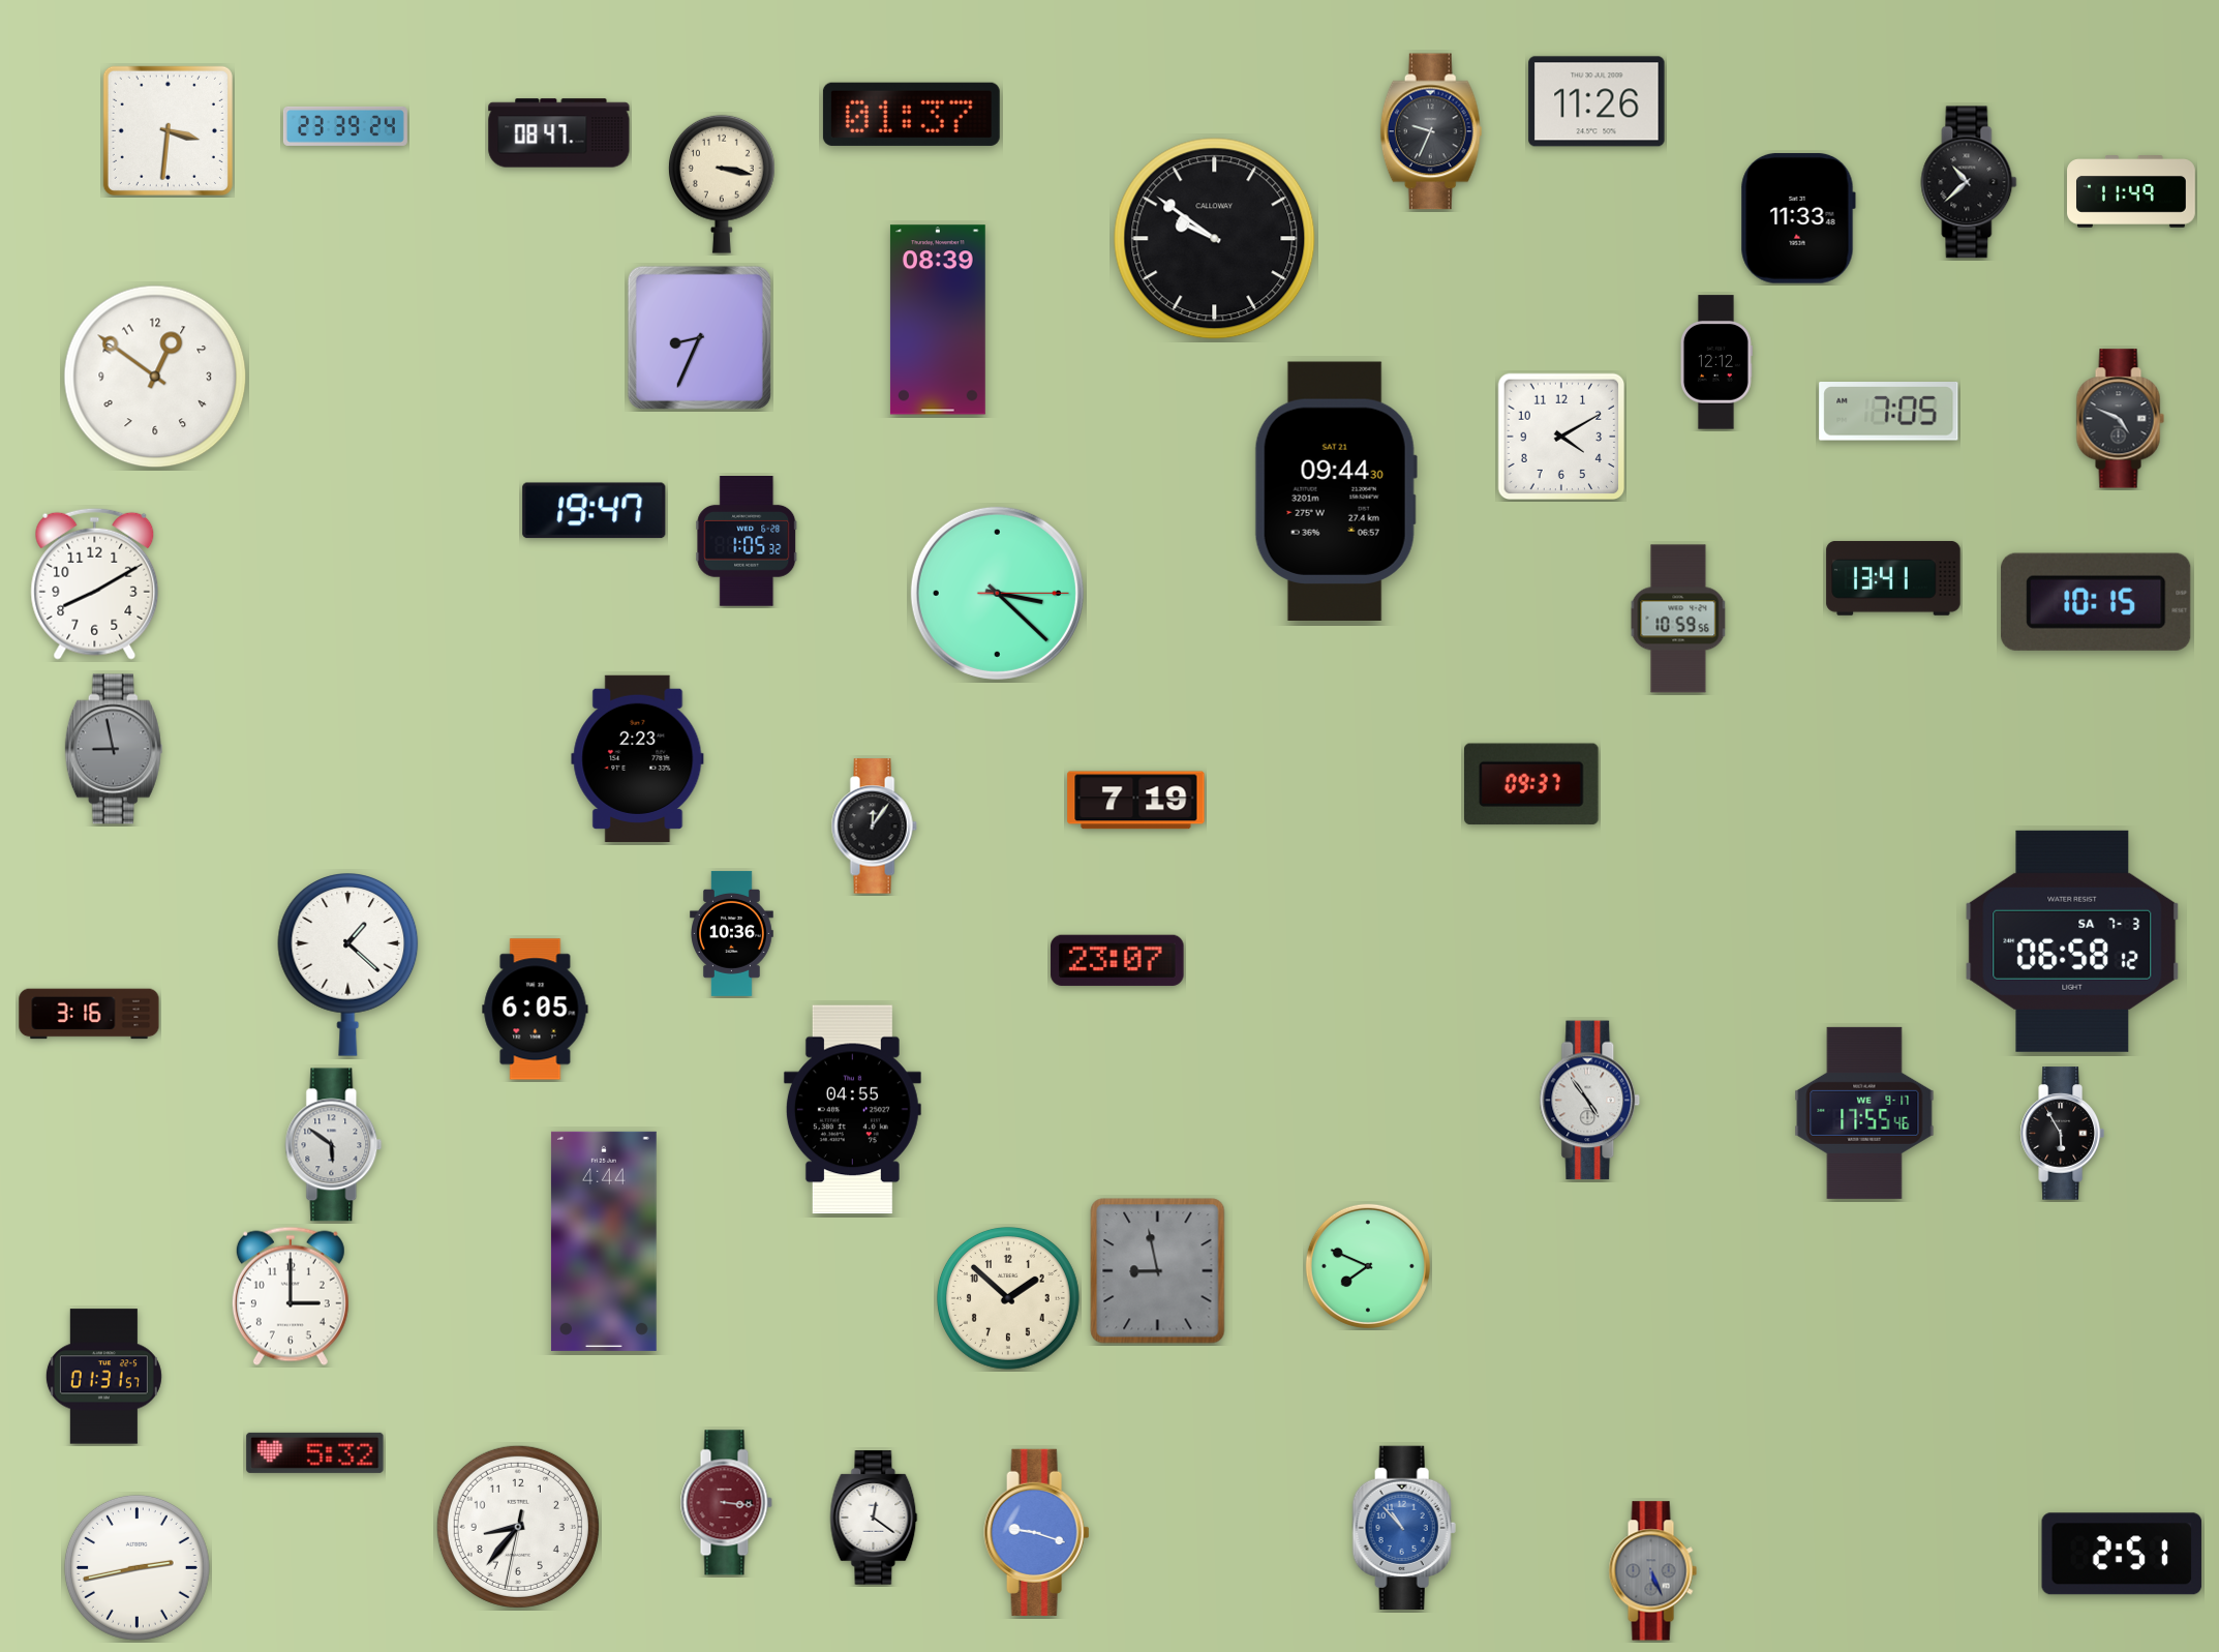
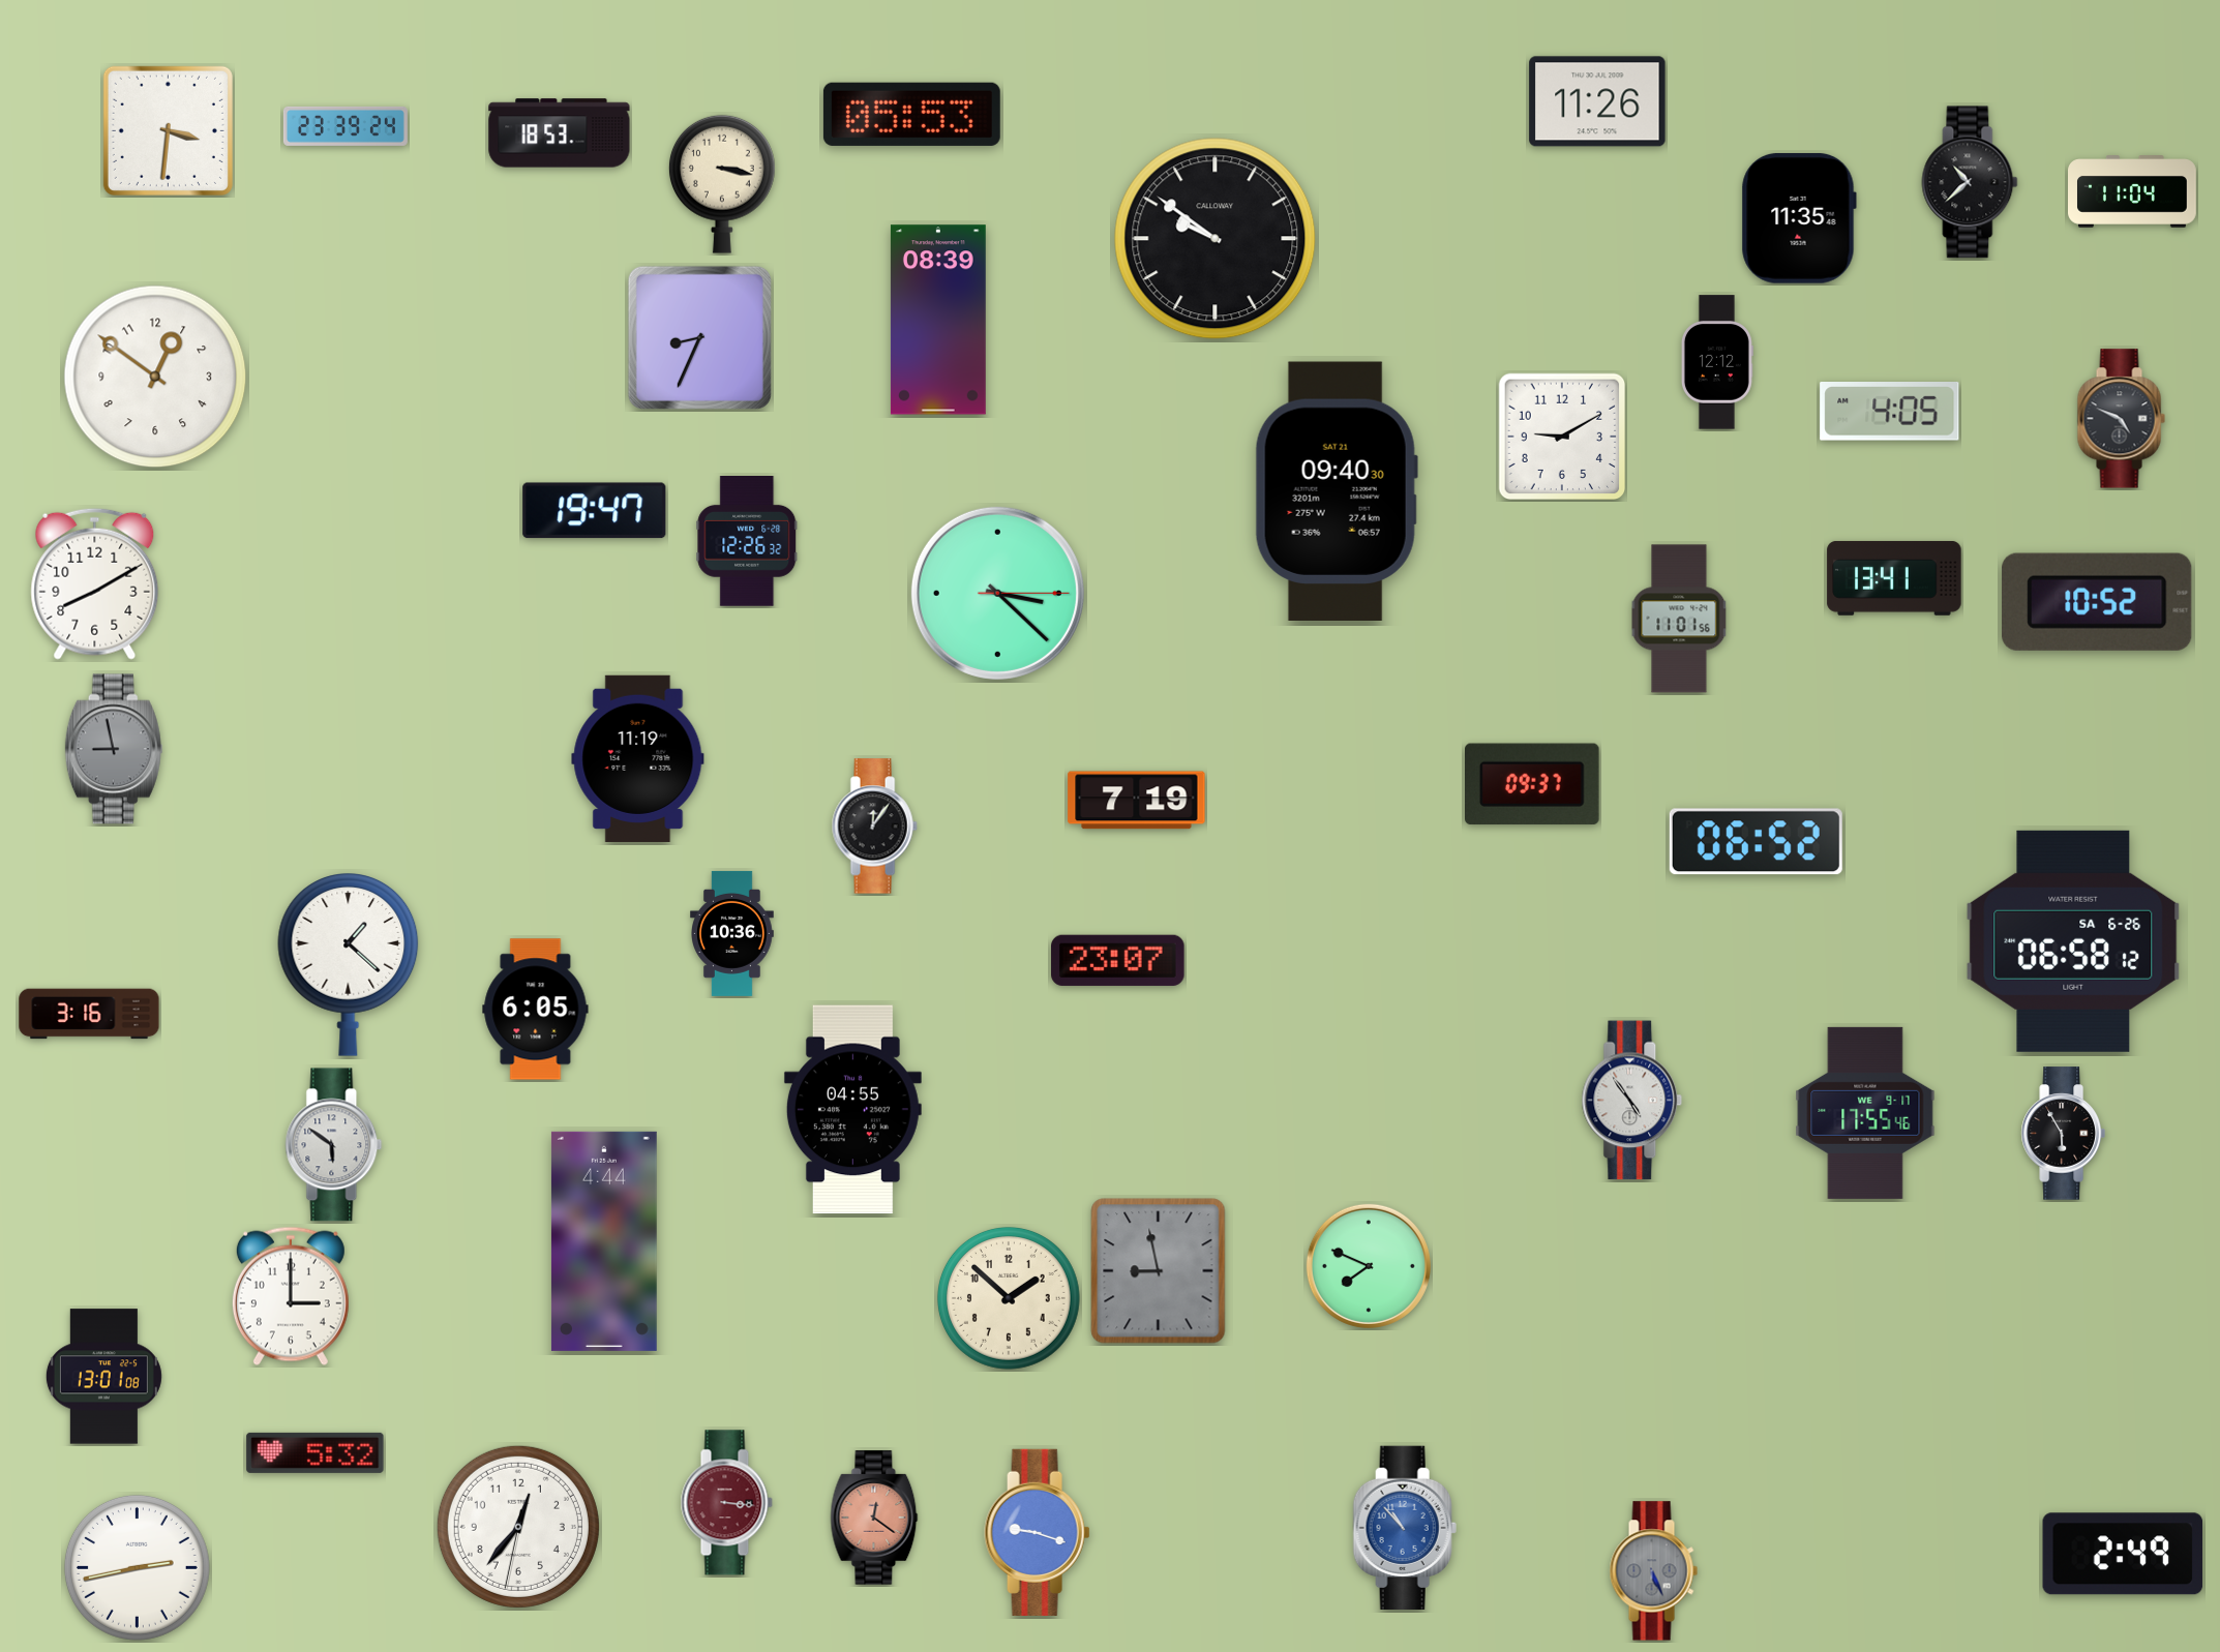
clock at (911, 114): 01:37 -> 05:53
clock at (1431, 131): 9:34 -> none
clock at (559, 133): 08:47 -> 18:53
clock at (2132, 191): 11:49 -> 11:04
clock at (1798, 218): 11:33 -> 11:35
clock at (1889, 412): 7:05 -> 4:05
clock at (1561, 437): 4:10 -> 9:10
clock at (1336, 490): 09:44 -> 09:40
clock at (747, 542): 1:05 -> 12:26
clock at (2096, 602): 10:15 -> 10:52
clock at (1678, 619): 10:59 -> 11:01
clock at (638, 758): 2:23 -> 11:19
clock at (1756, 842): none -> 06:52
clock at (2072, 941) date: SA 7-3 -> SA 6-26
clock at (1590, 1101) position: (1590, 1101) -> (1632, 1101)
clock at (103, 1377): 01:31 -> 13:01
clock at (874, 1518) dial: white -> salmon
clock at (518, 1527): 8:36 -> 12:36
clock at (2122, 1554): 2:51 -> 2:49
